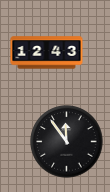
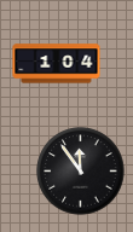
clock at (47, 53): 12:43 -> 1:04
